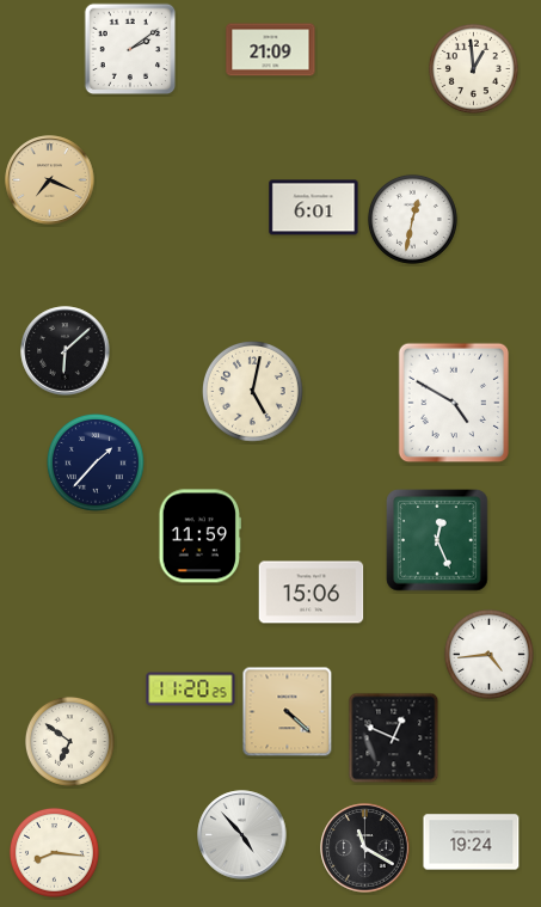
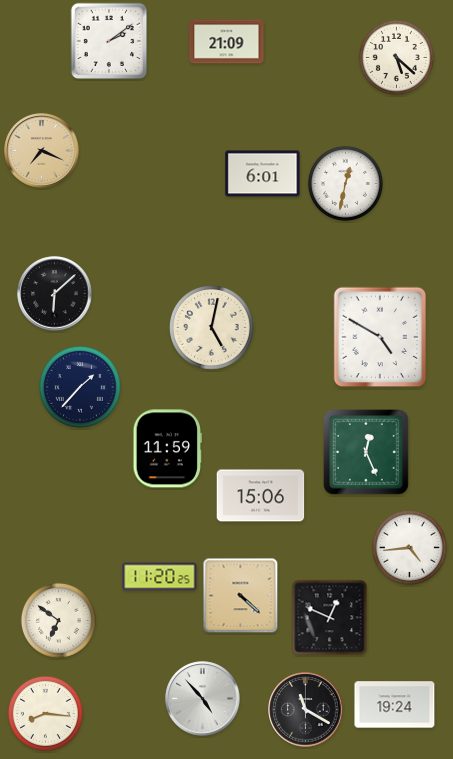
clock at (473, 68): 12:59 -> 5:22
